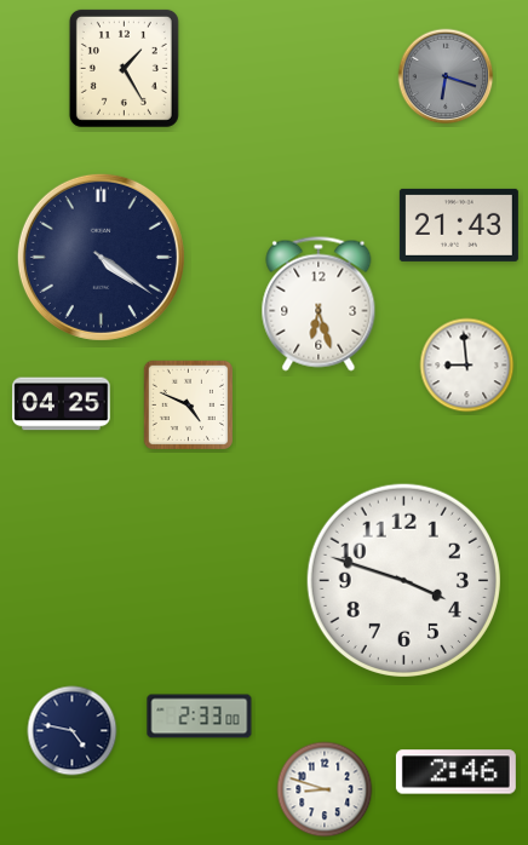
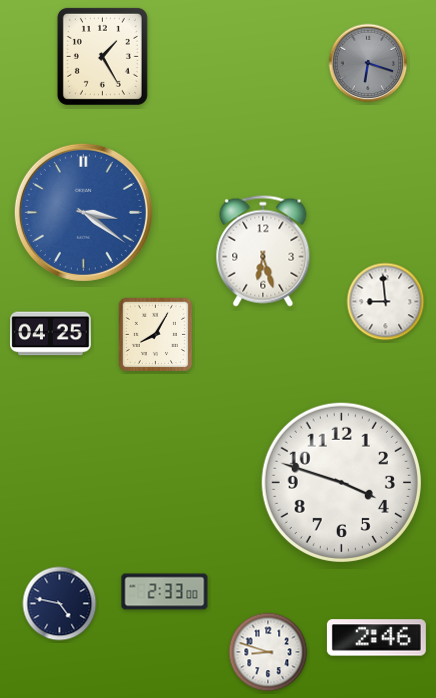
clock at (459, 225): 21:43 -> none
clock at (101, 257): 4:21 -> 3:21
clock at (101, 257) dial: navy -> blue
clock at (188, 404): 4:49 -> 8:05
clock at (403, 580) position: (403, 580) -> (341, 482)
